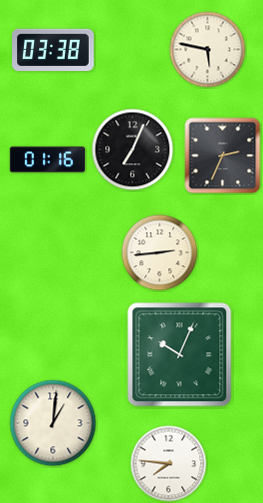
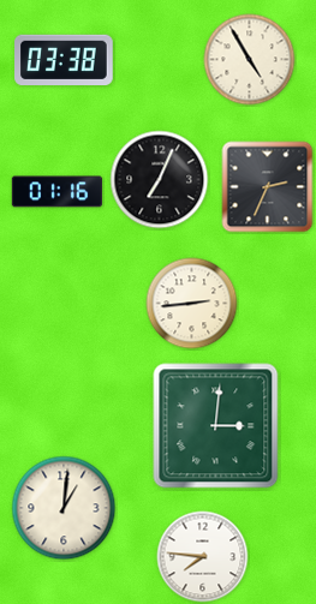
clock at (208, 50): 5:47 -> 4:55
clock at (180, 355): 10:04 -> 3:01
